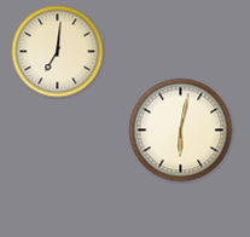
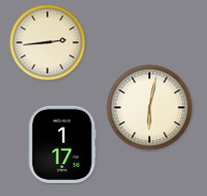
clock at (58, 52): 7:01 -> 2:44
clock at (63, 144): none -> 1:17
